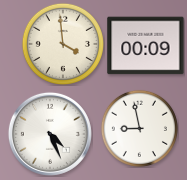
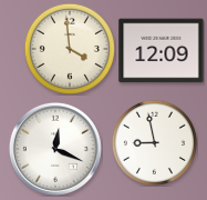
clock at (146, 46): 00:09 -> 12:09
clock at (50, 134): 4:26 -> 12:19
